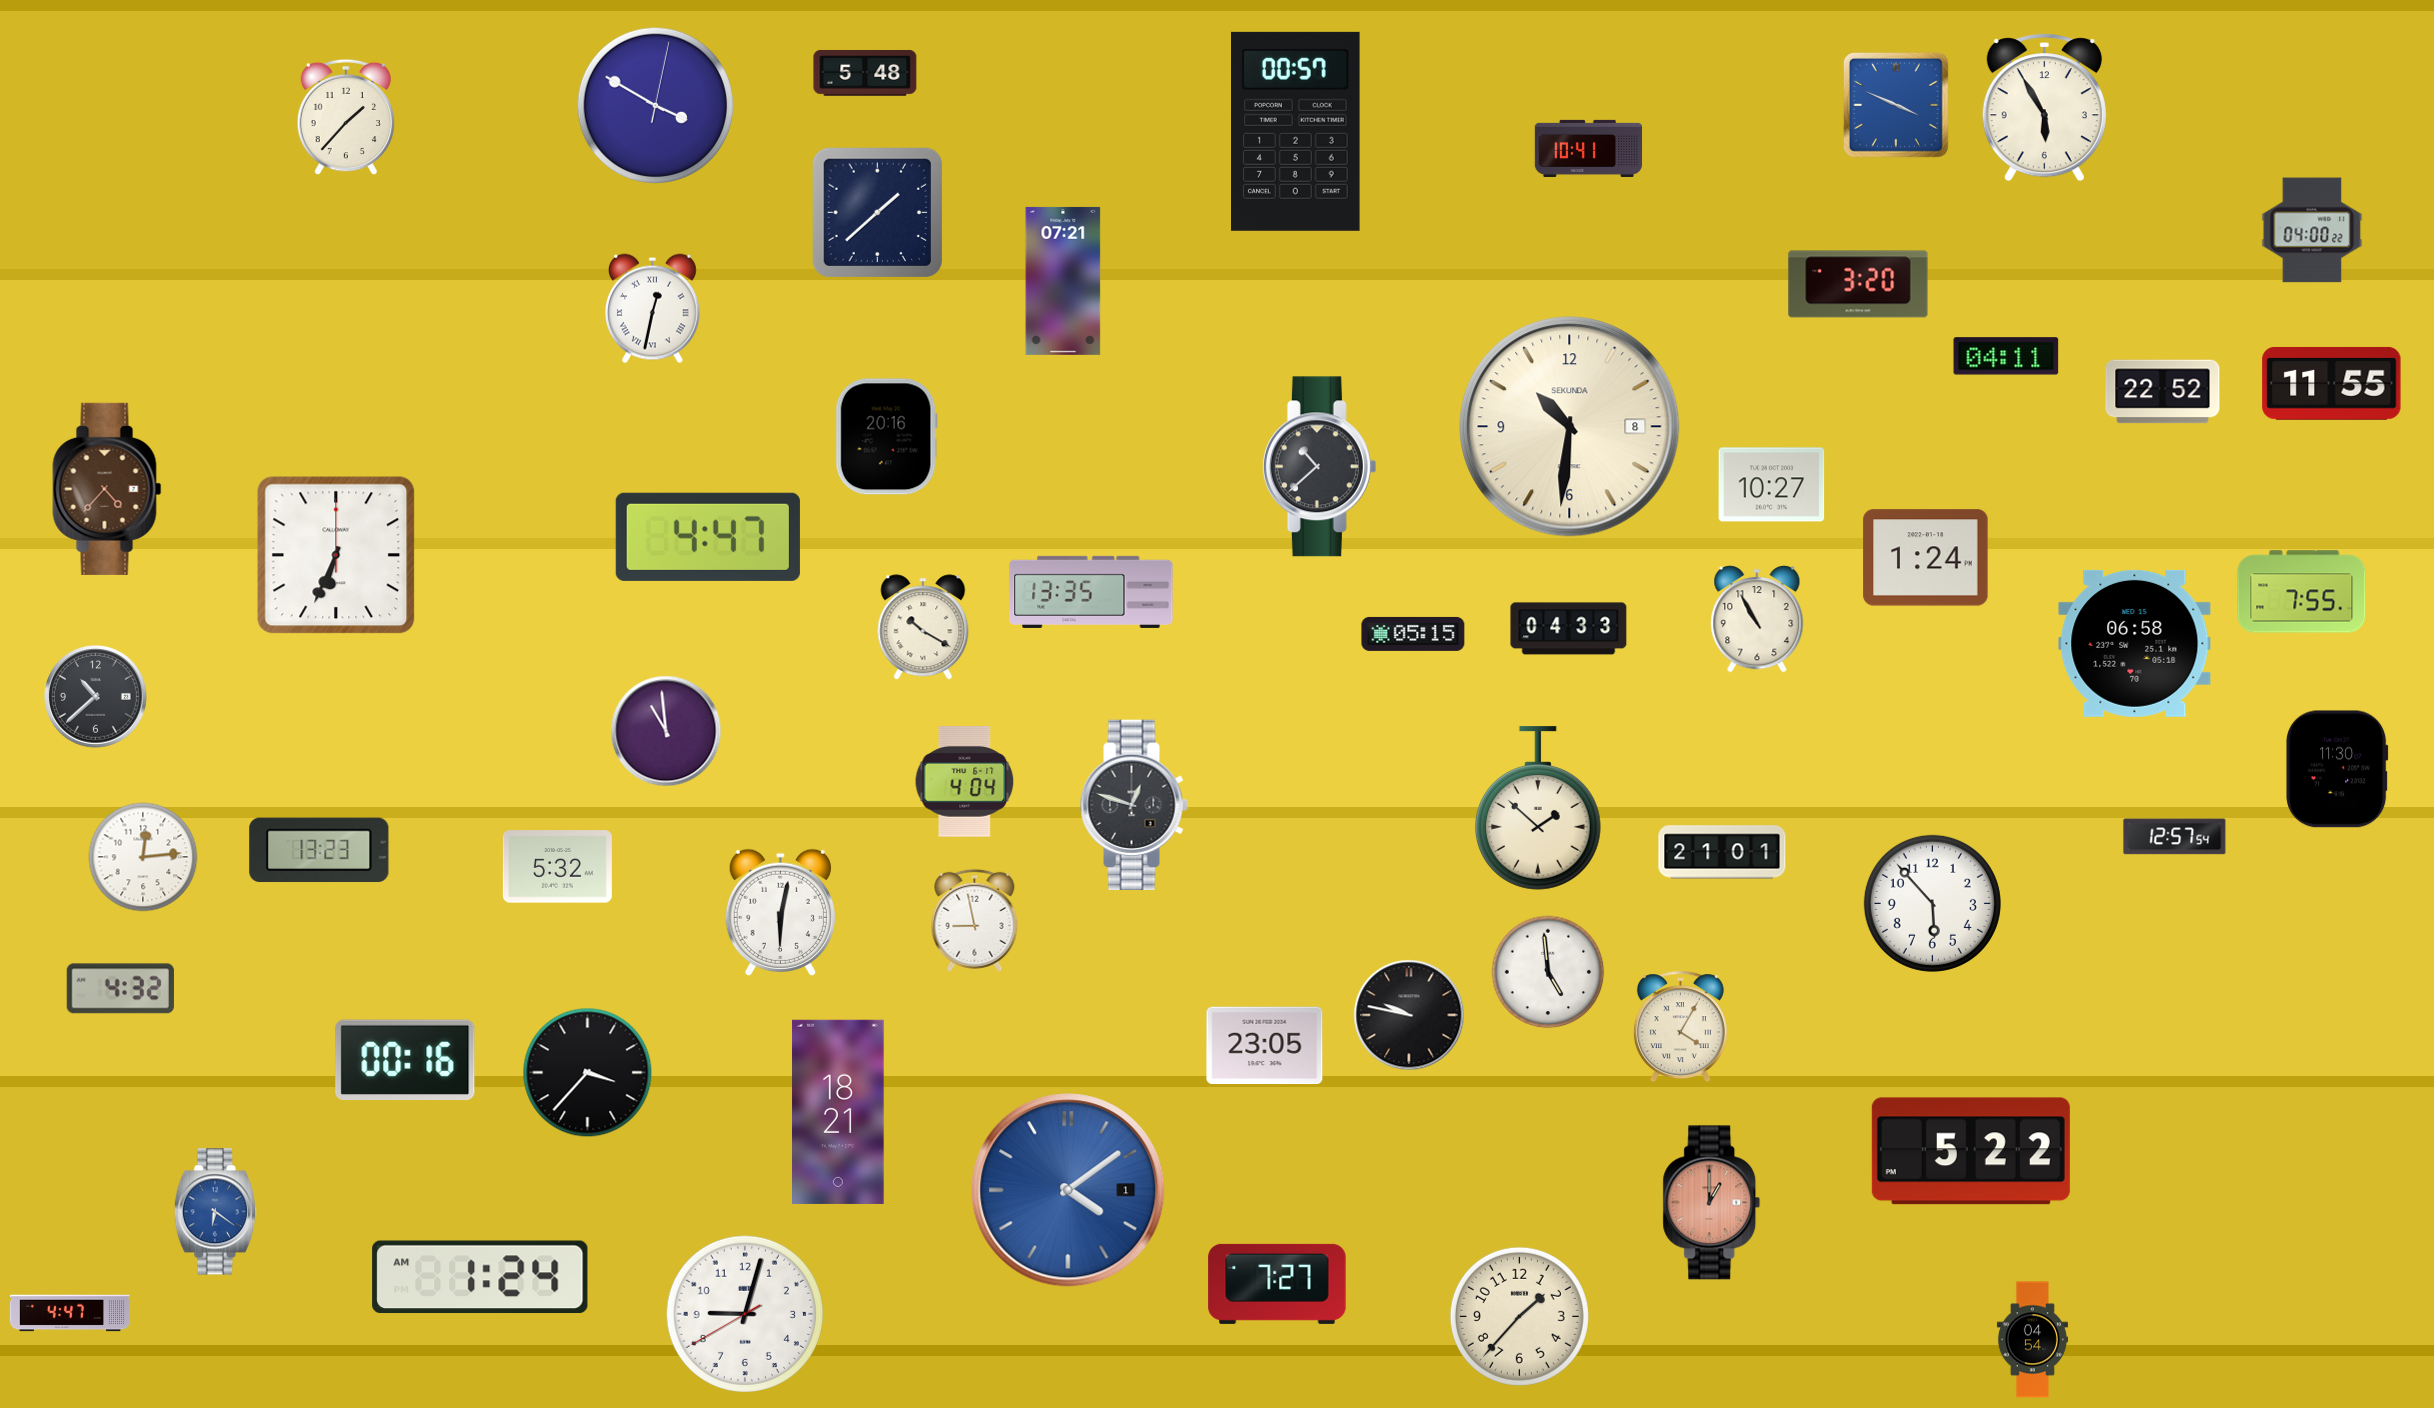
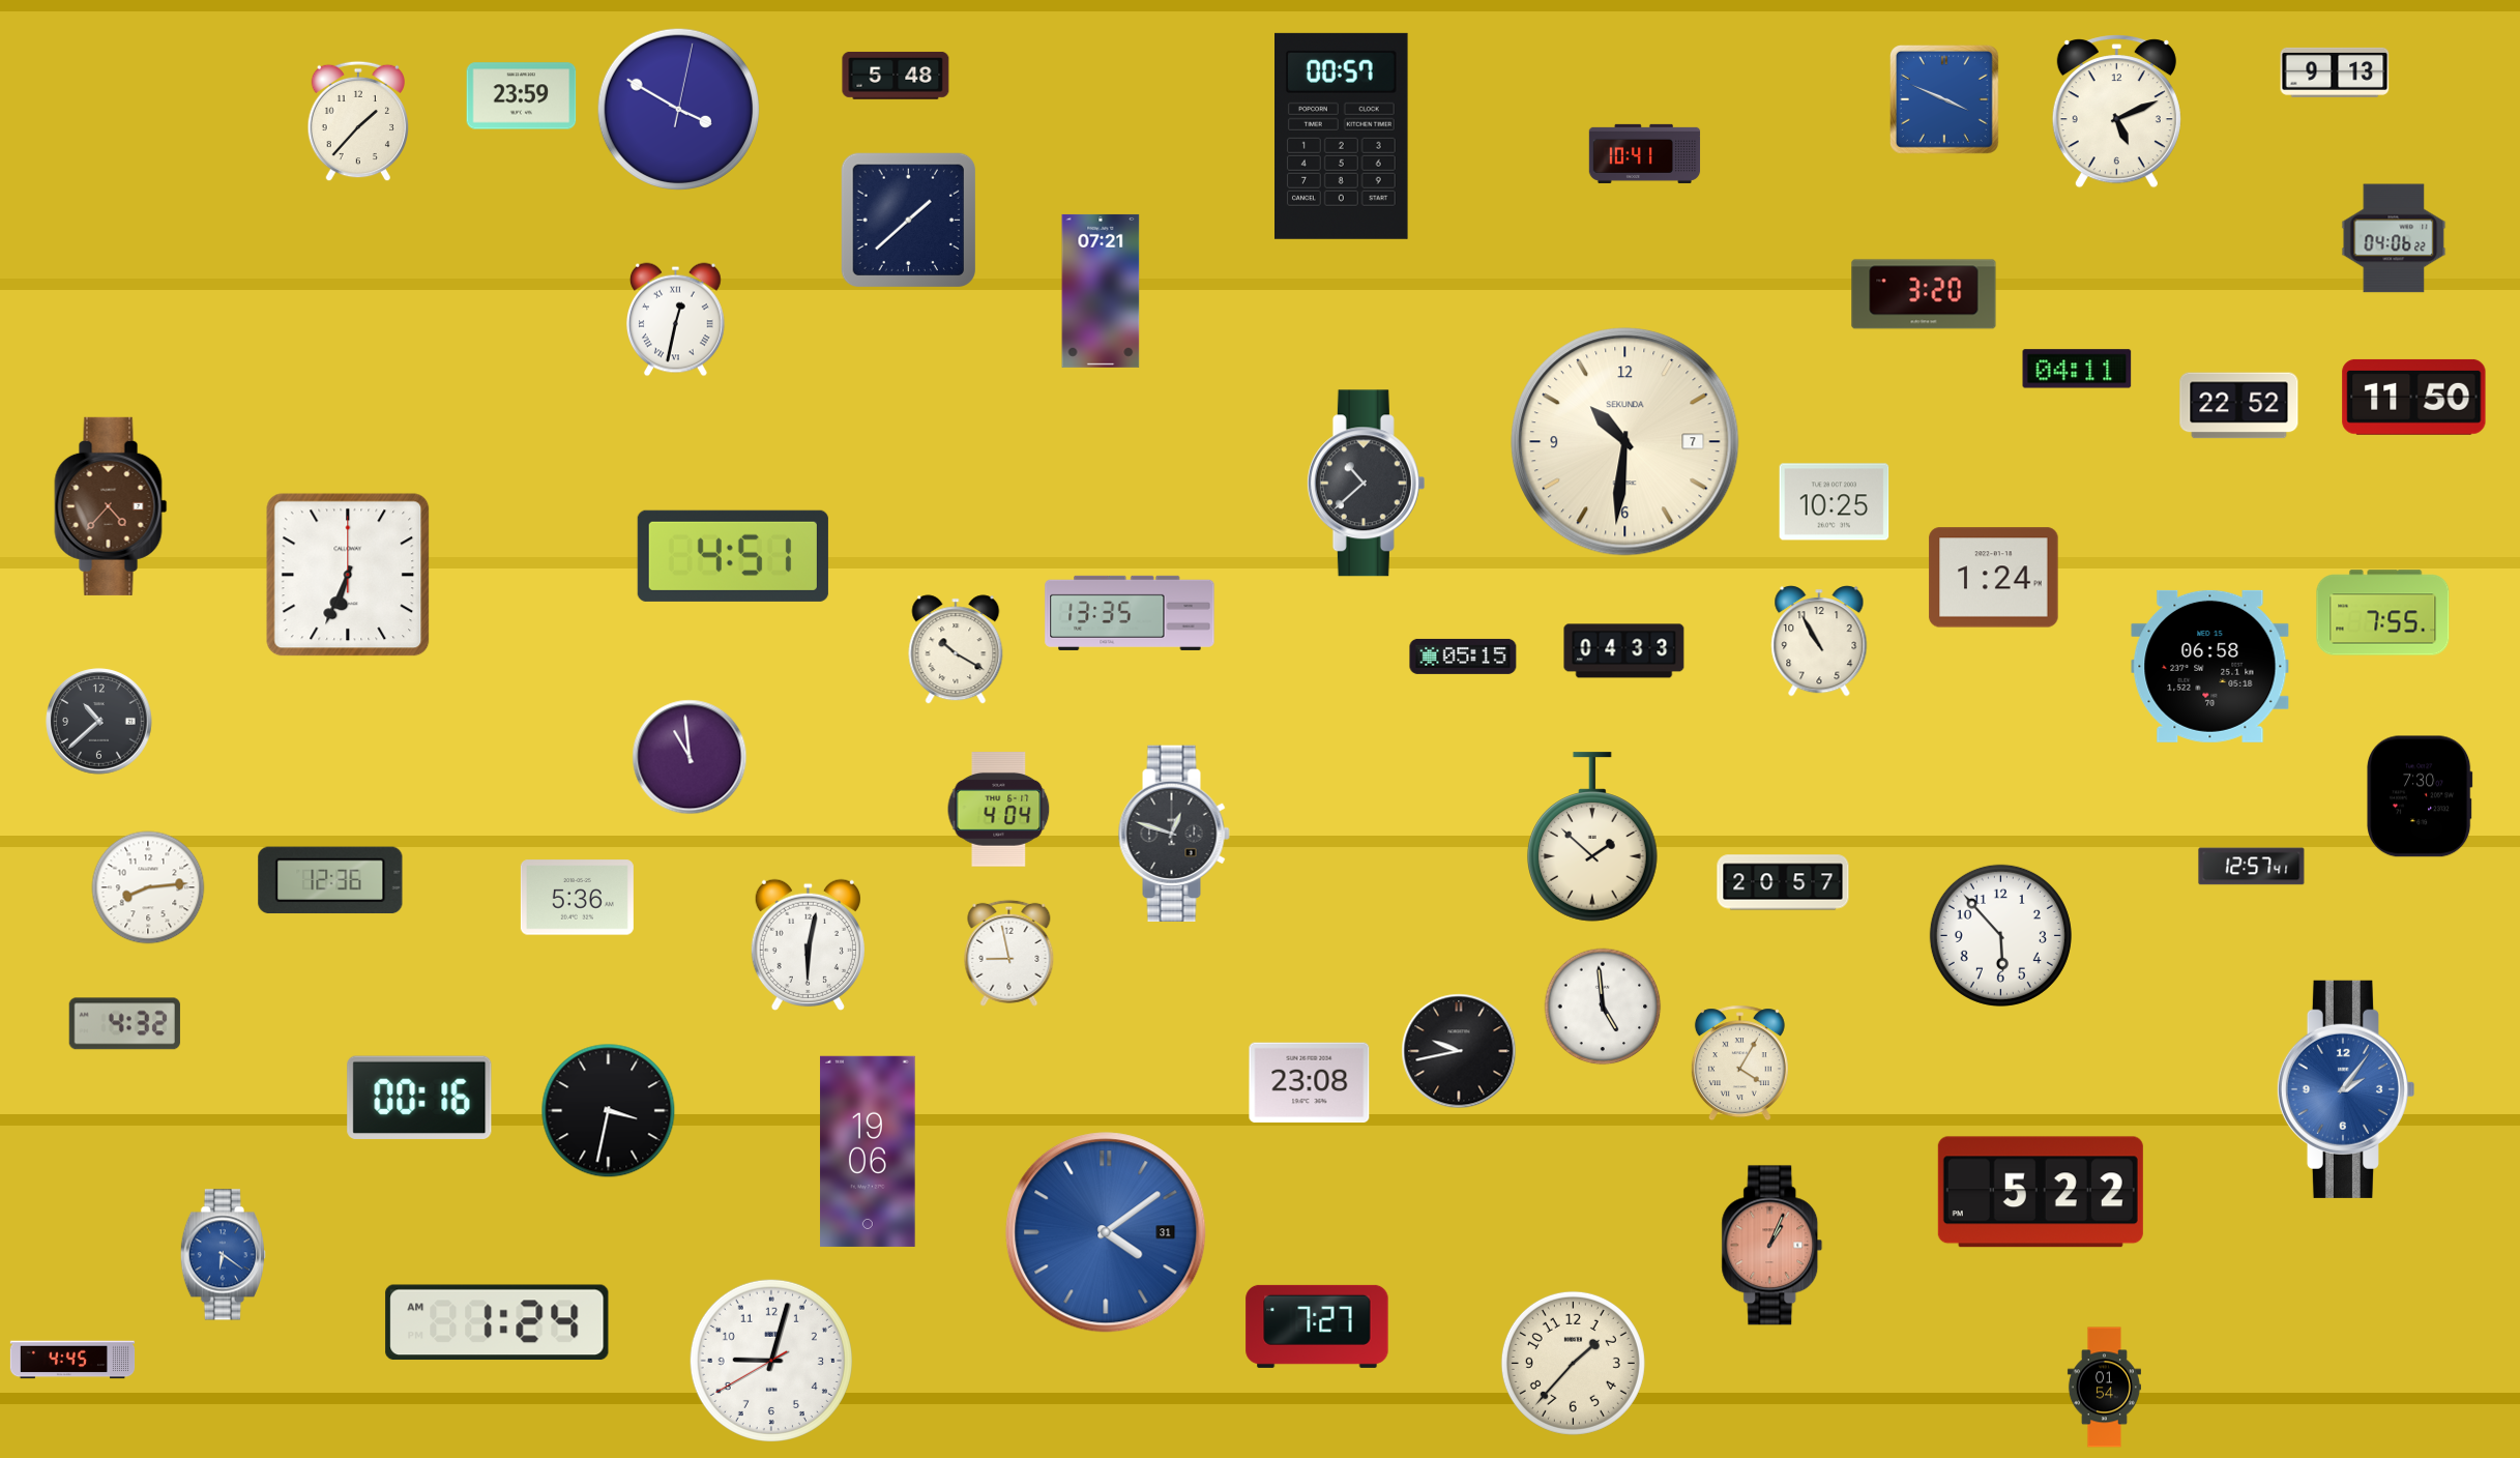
clock at (2335, 72): none -> 9:13
clock at (522, 96): none -> 23:59
clock at (1896, 105) position: (1896, 105) -> (1944, 99)
clock at (2044, 108): 5:55 -> 5:11
clock at (2312, 230): 04:00 -> 04:06
clock at (2332, 383): 11:55 -> 11:50
clock at (1570, 427) date: 8 -> 7
clock at (886, 437): 20:16 -> none
clock at (1772, 485): 10:27 -> 10:25
clock at (708, 537): 4:47 -> 4:51
clock at (2337, 769): 11:30 -> 7:30
clock at (2175, 837): 12:57:54 -> 12:57:41
clock at (319, 850): 13:23 -> 12:36
clock at (1722, 852): 21:01 -> 20:57
clock at (143, 857): 12:14 -> 8:14
clock at (557, 867): 5:32 -> 5:36
clock at (1409, 1015): 9:47 -> 9:43
clock at (1265, 1046): 23:05 -> 23:08
clock at (2345, 1089): none -> 2:06
clock at (588, 1073): 3:37 -> 3:32
clock at (838, 1112): 18:21 -> 19:06
clock at (1068, 1190) date: 1 -> 31
clock at (1712, 1203): 1:00 -> 1:04
clock at (1277, 1284) position: (1277, 1284) -> (1317, 1326)
clock at (70, 1313): 4:47 -> 4:45
clock at (2032, 1340): 04:54 -> 01:54
